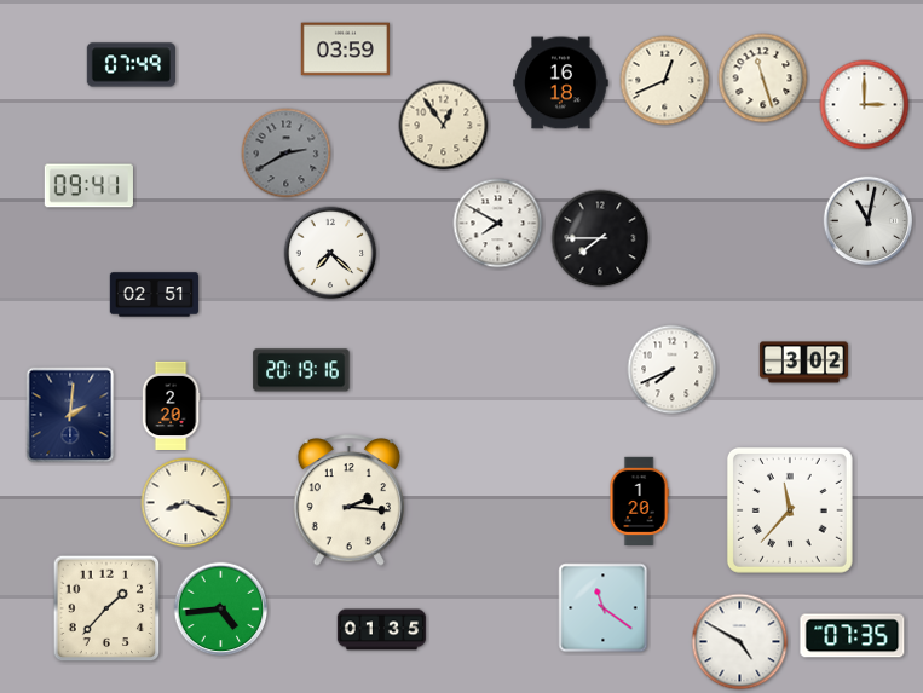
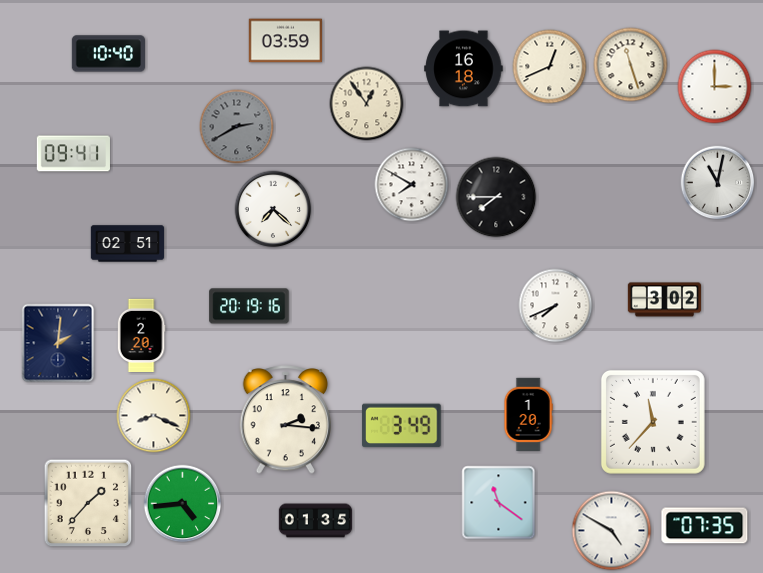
clock at (131, 65): 07:49 -> 10:40
clock at (350, 501) position: (350, 501) -> (286, 420)
clock at (402, 426): none -> 3:49
